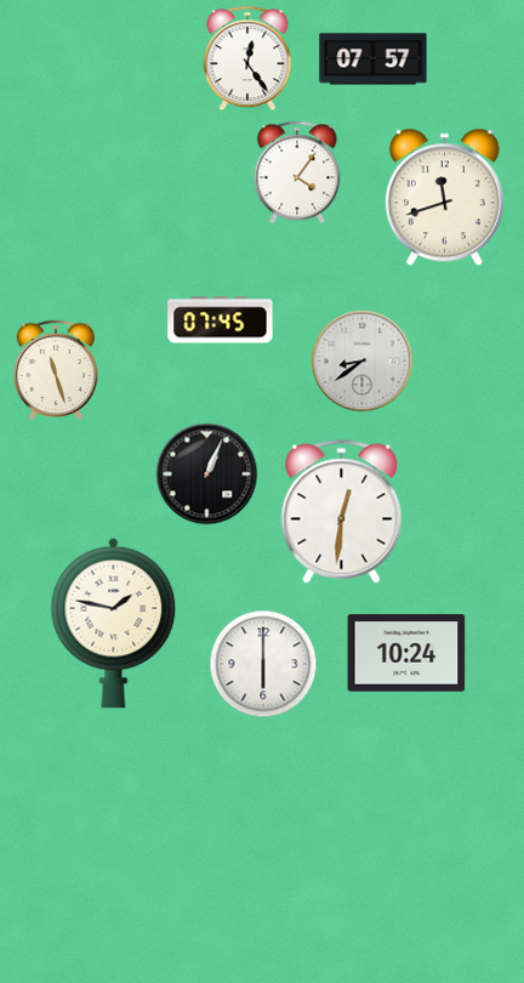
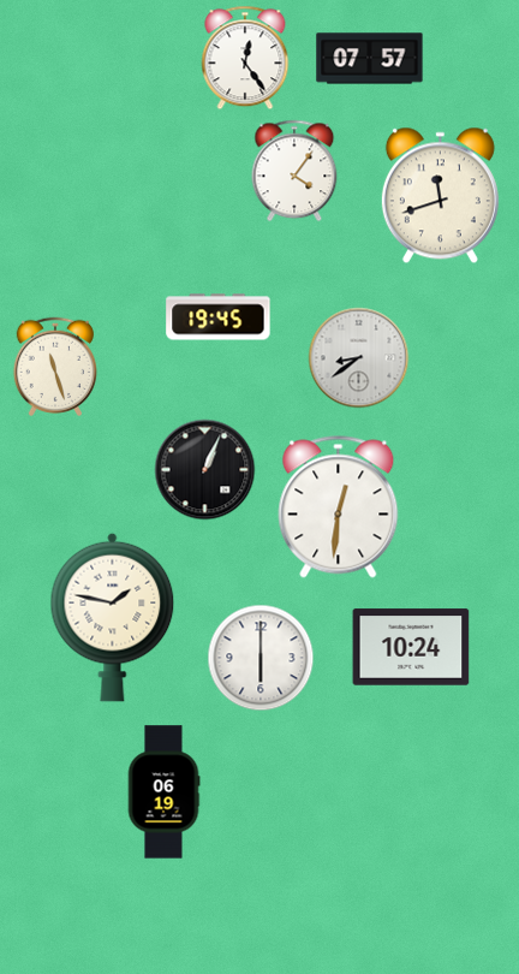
clock at (221, 320): 07:45 -> 19:45
clock at (406, 653) position: (406, 653) -> (411, 647)
clock at (163, 792): none -> 06:19
